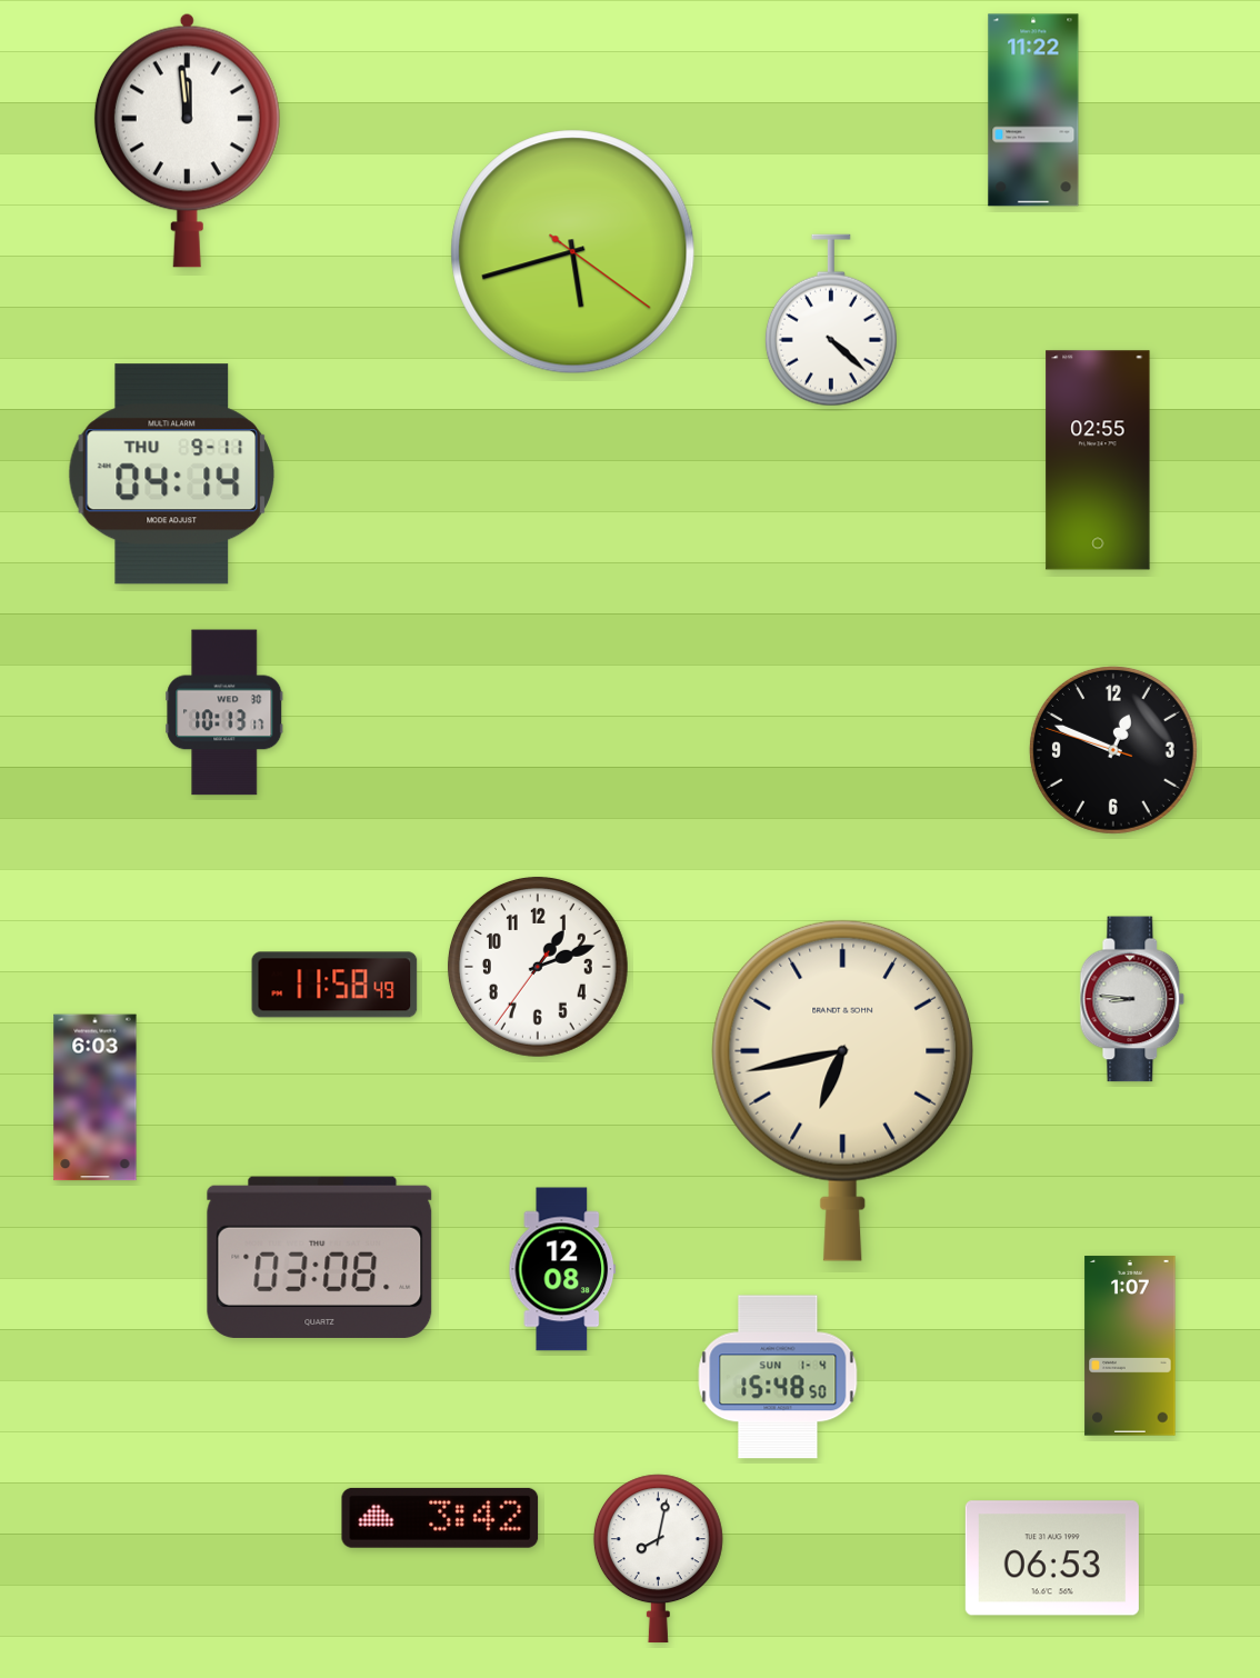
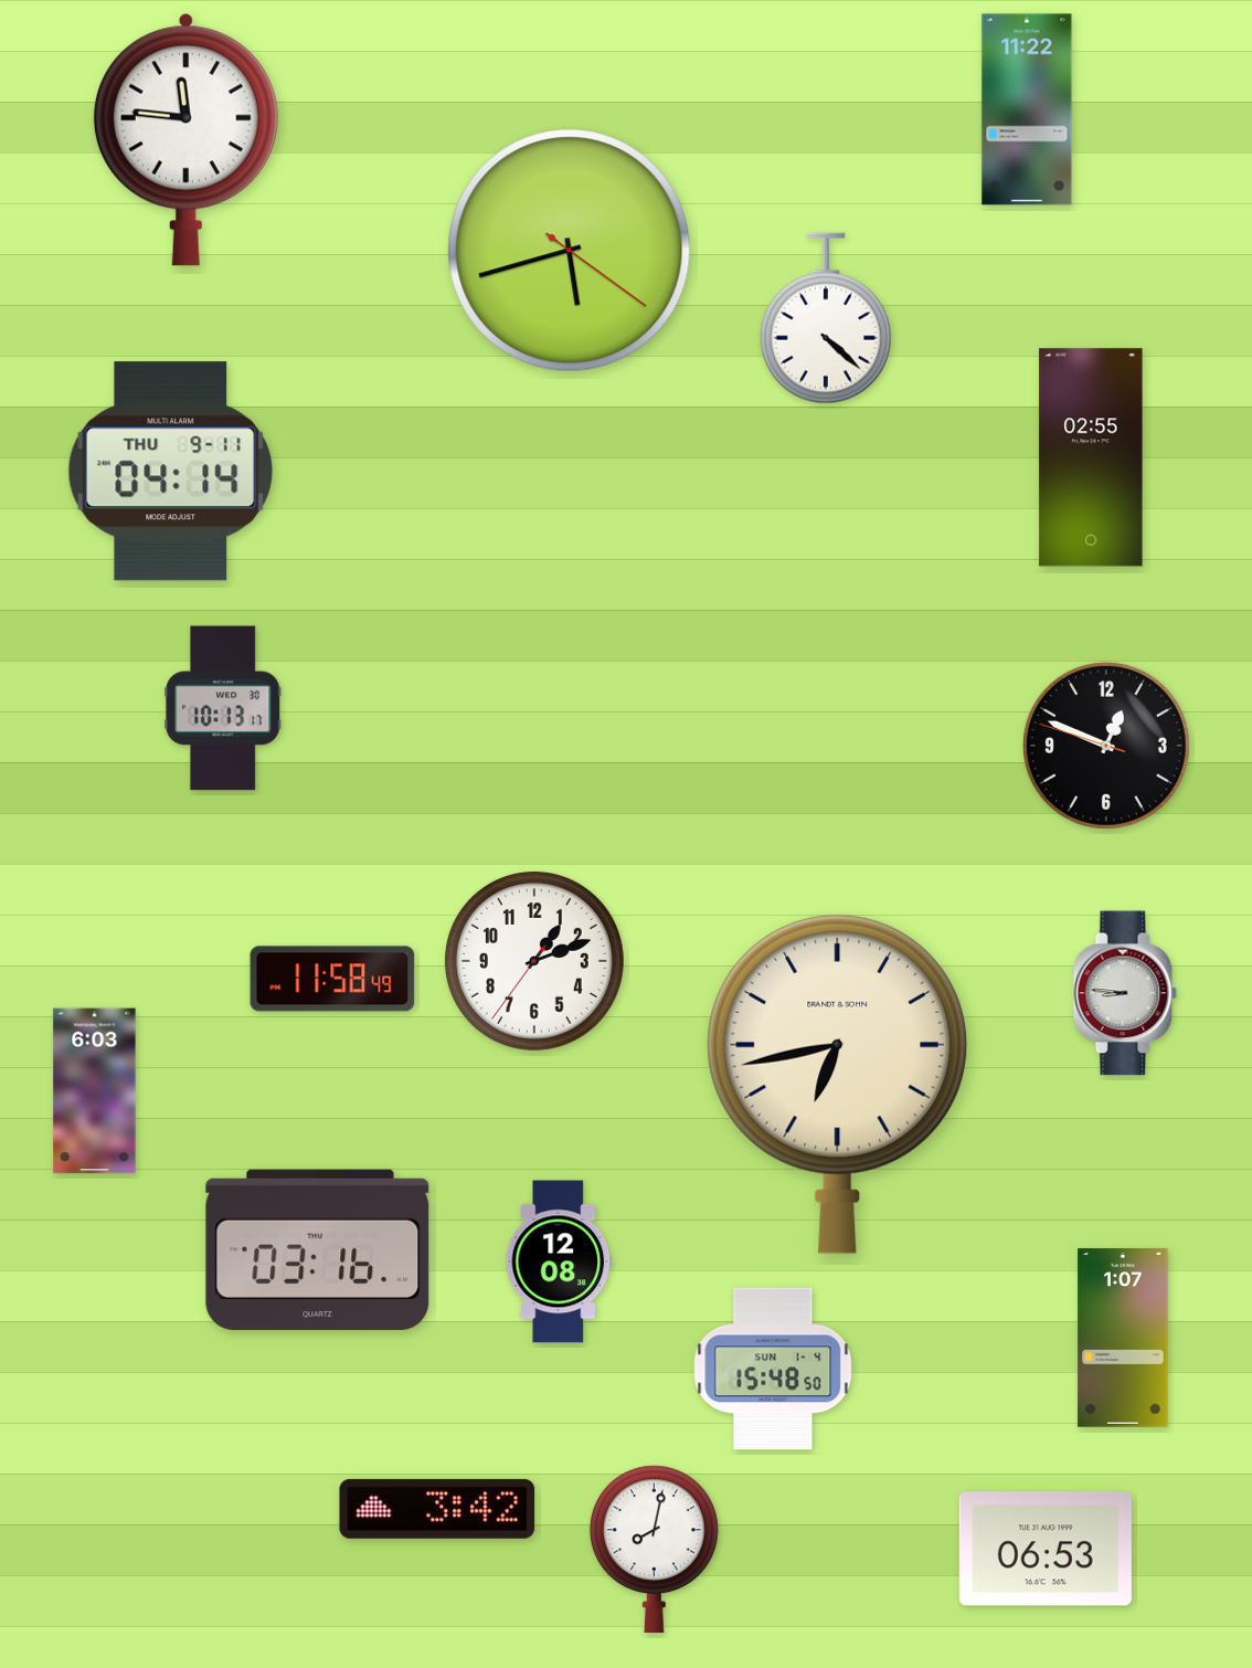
clock at (187, 140): 11:59 -> 11:46
clock at (320, 1257): 03:08 -> 03:16
